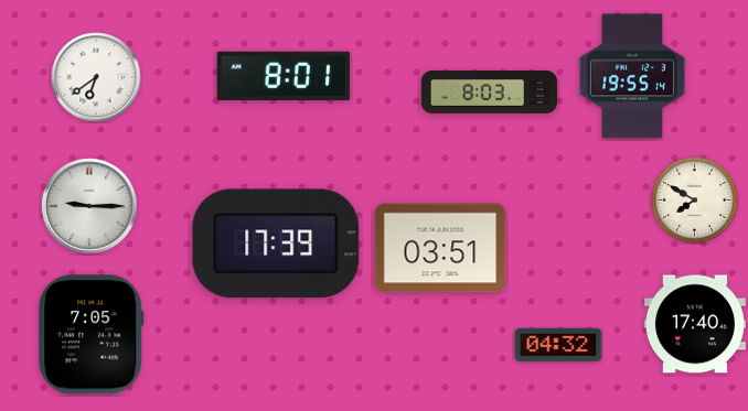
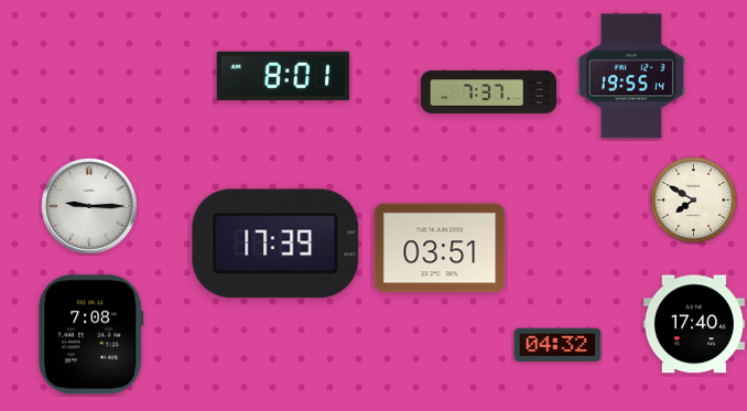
clock at (96, 77): 6:39 -> none
clock at (490, 91): 8:03 -> 7:37
clock at (92, 335): 7:05 -> 7:08
